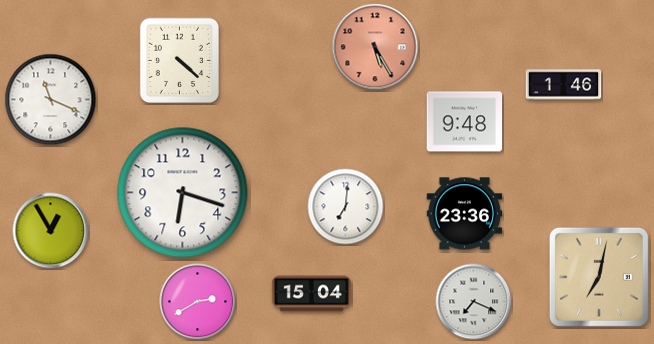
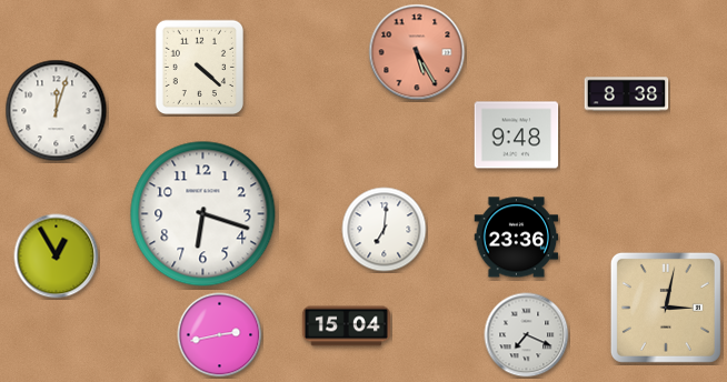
clock at (564, 85): 1:46 -> 8:38
clock at (51, 100): 11:19 -> 12:03
clock at (599, 277): 7:02 -> 3:02
clock at (198, 302): 2:40 -> 2:43
